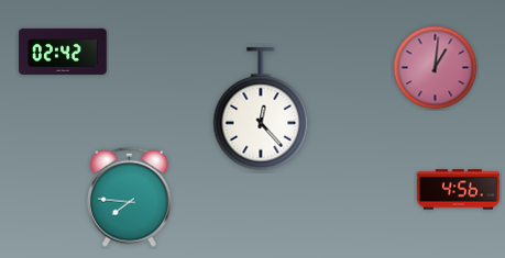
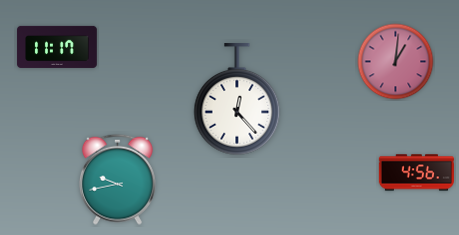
clock at (63, 52): 02:42 -> 11:17
clock at (129, 197): 7:46 -> 9:43
